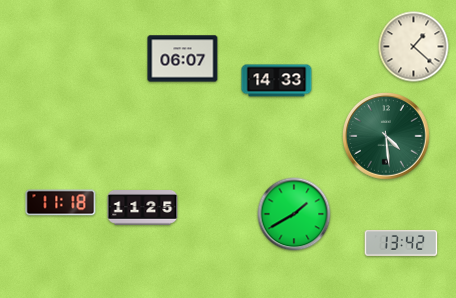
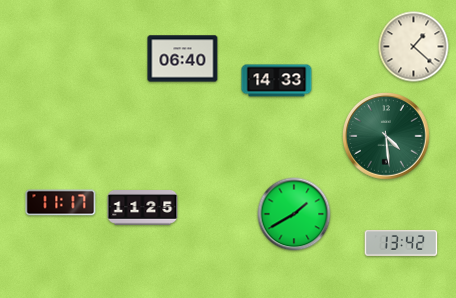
clock at (183, 59): 06:07 -> 06:40
clock at (61, 203): 11:18 -> 11:17
